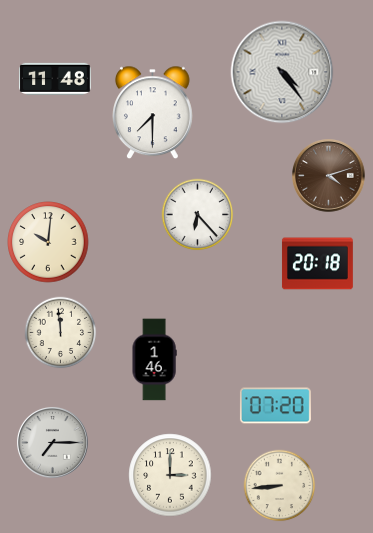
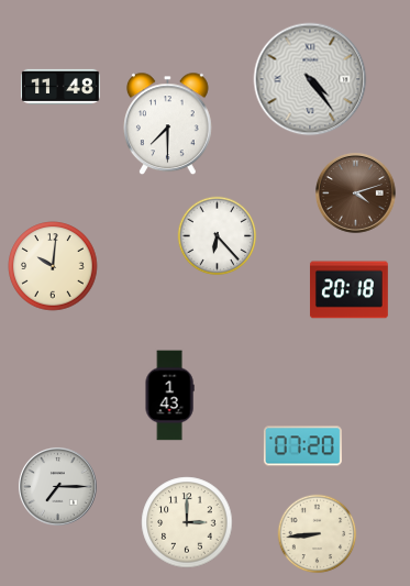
clock at (329, 176) position: (329, 176) -> (356, 194)
clock at (61, 333): 11:59 -> none
clock at (154, 360): 1:46 -> 1:43
clock at (280, 486) position: (280, 486) -> (318, 534)
